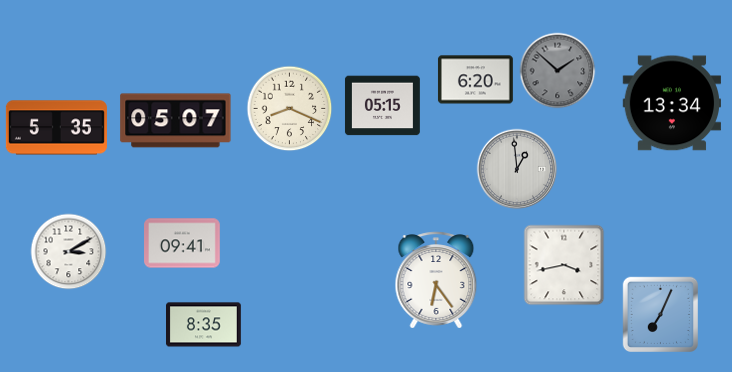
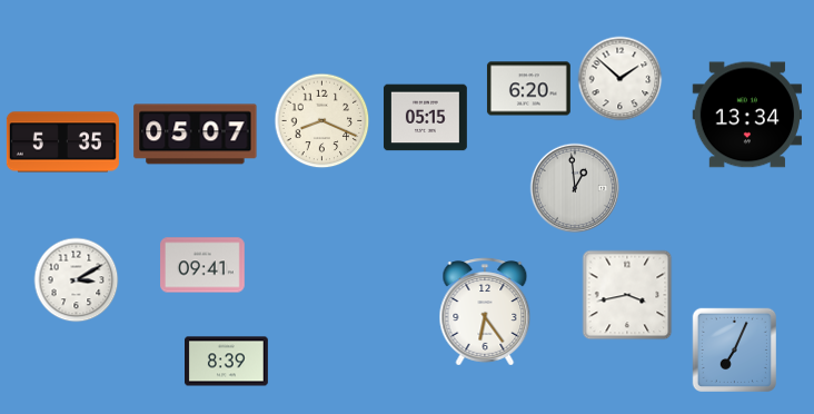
clock at (558, 71) dial: grey -> white
clock at (182, 243) position: (182, 243) -> (202, 265)
clock at (204, 325): 8:35 -> 8:39
